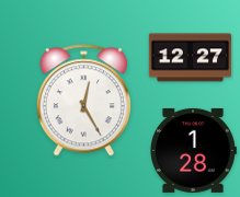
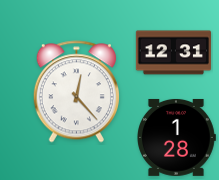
clock at (191, 58): 12:27 -> 12:31
clock at (83, 101): 12:25 -> 12:23
